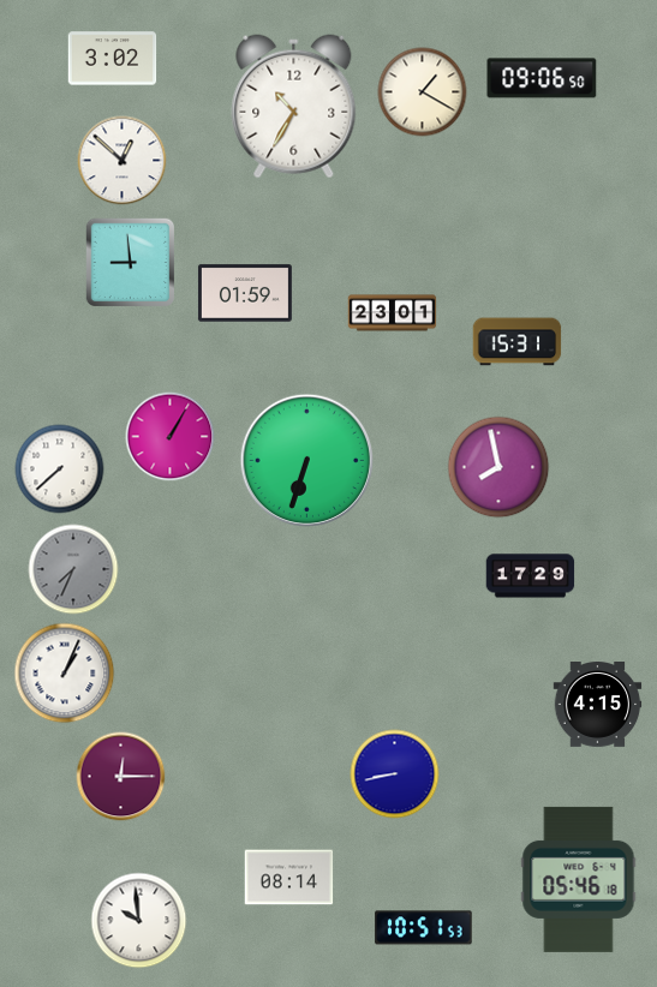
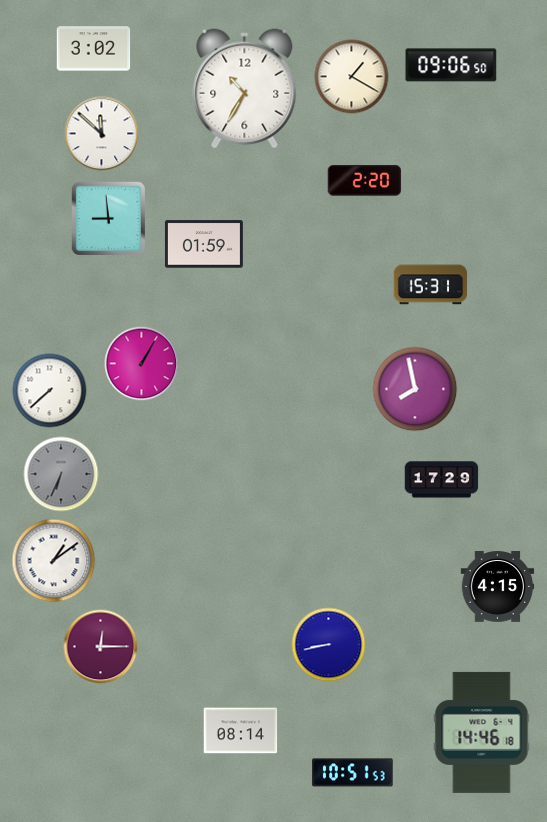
clock at (123, 161): 12:52 -> 11:52
clock at (365, 181): none -> 2:20
clock at (393, 313): 23:01 -> none
clock at (306, 461): 6:33 -> none
clock at (73, 569): 7:34 -> 6:34
clock at (65, 674): 1:04 -> 1:09
clock at (579, 879): 05:46 -> 14:46
clock at (139, 921): 9:59 -> none
